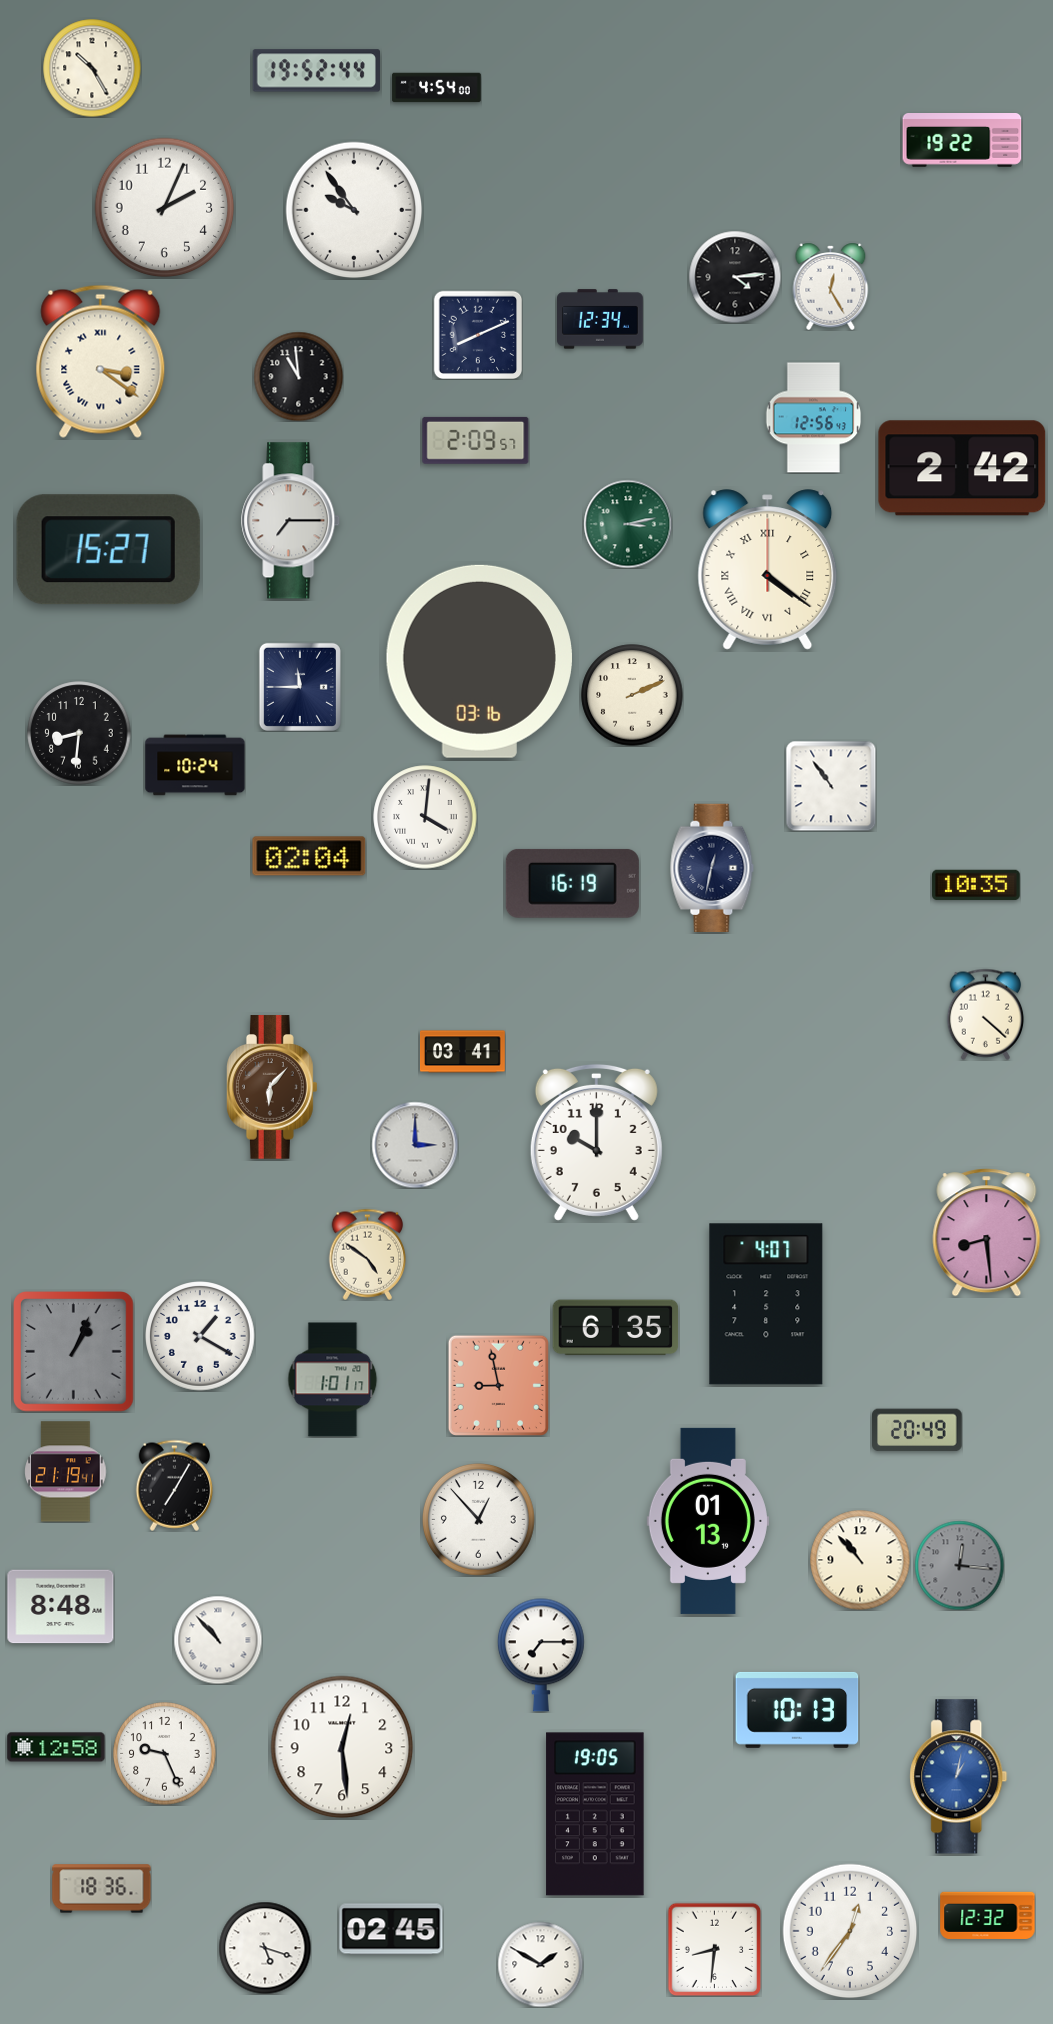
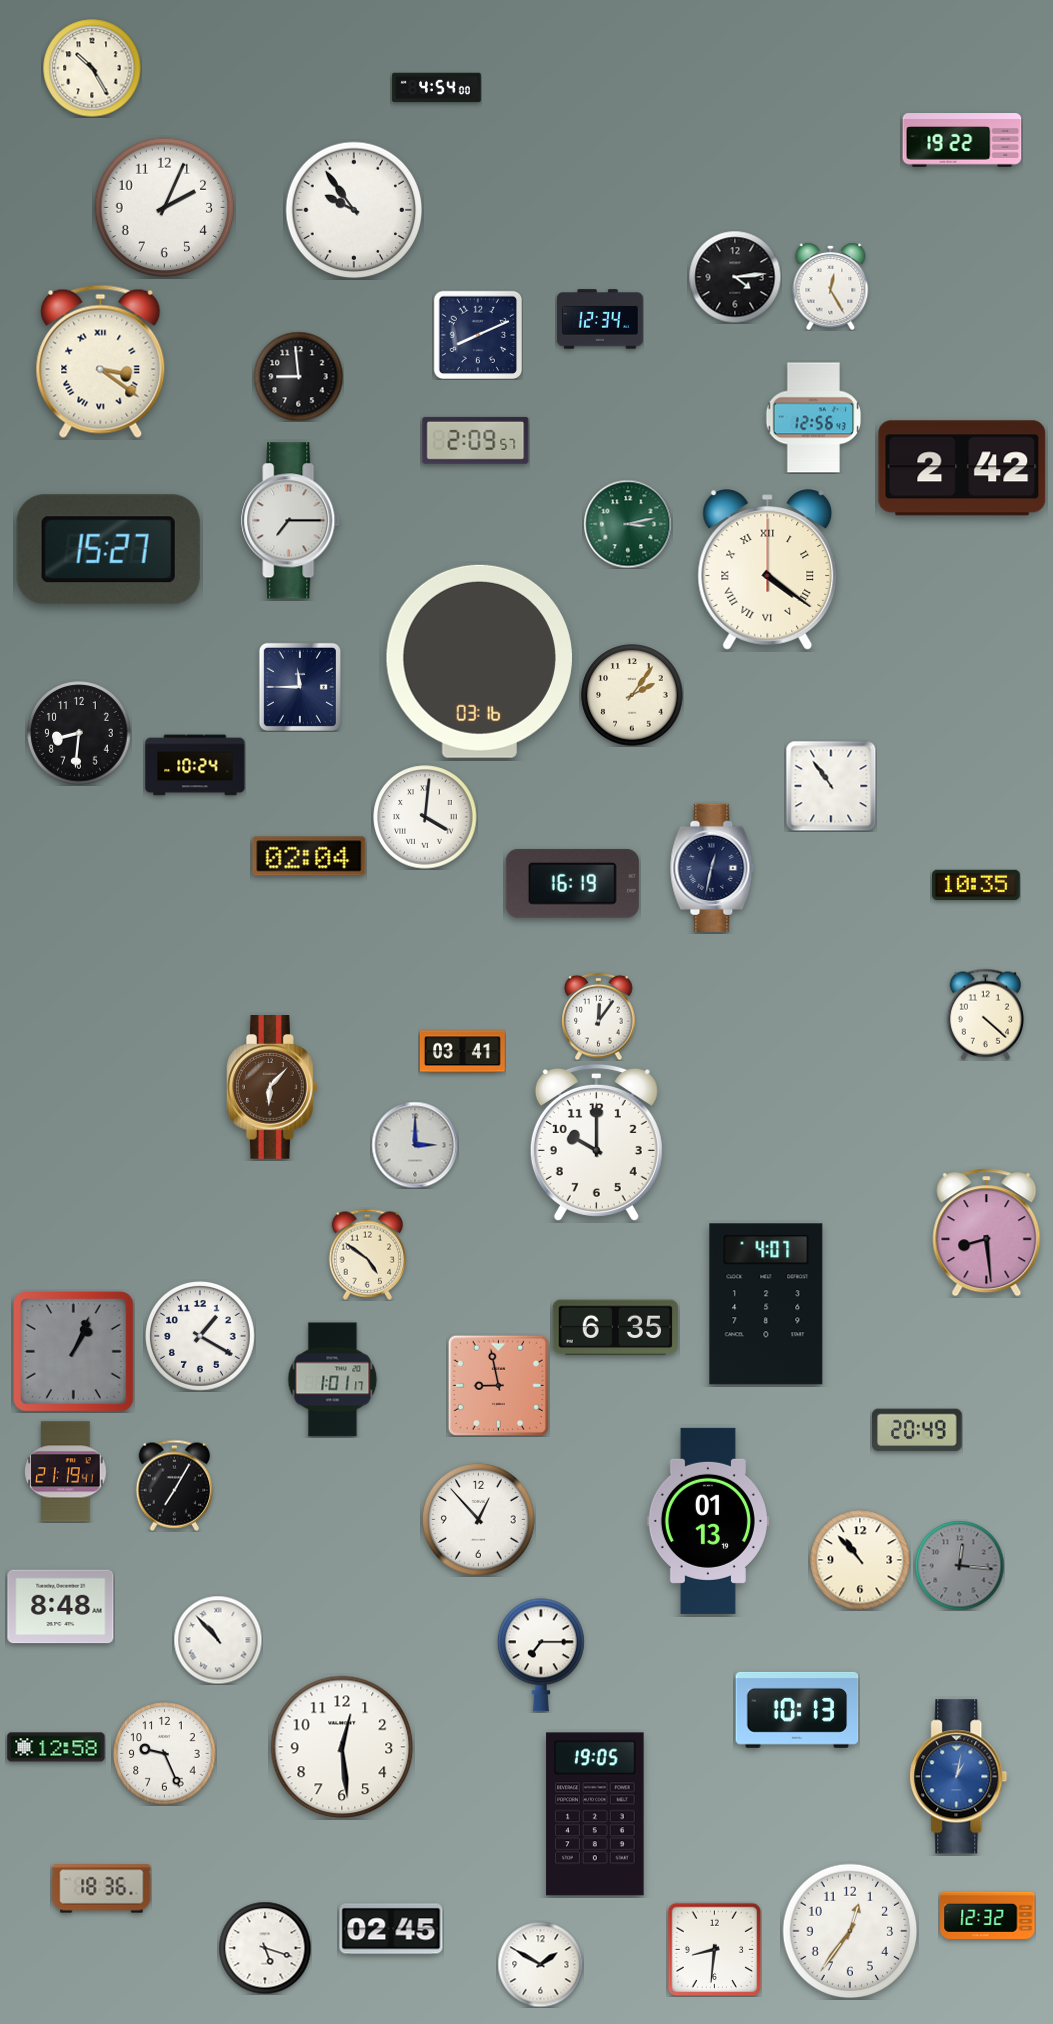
clock at (316, 71): 19:52 -> none
clock at (298, 376): 10:59 -> 8:59
clock at (632, 695): 2:11 -> 2:06
clock at (599, 1016): none -> 12:06
